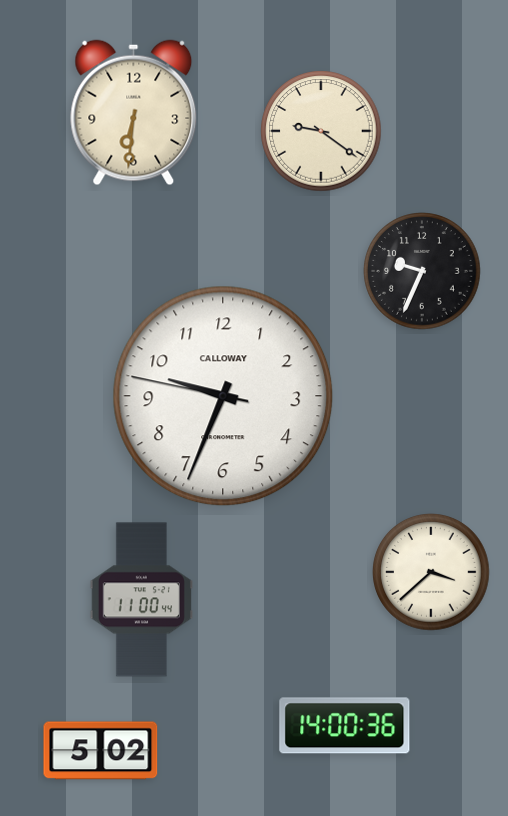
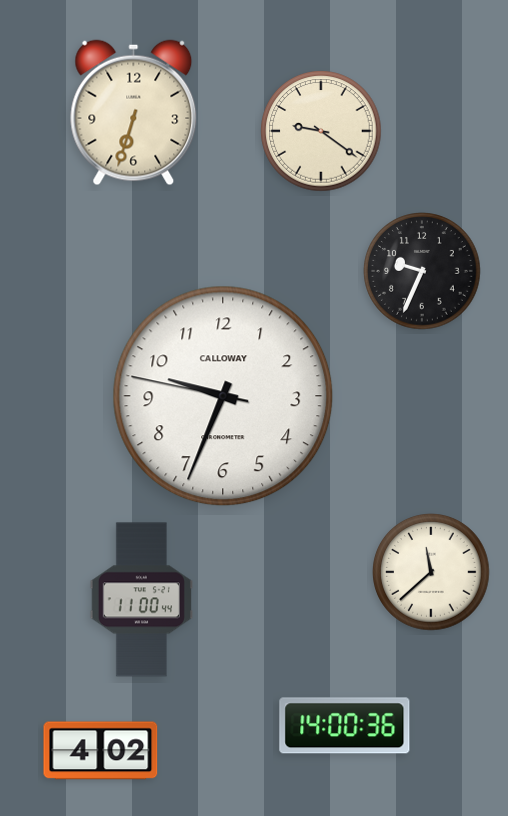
clock at (134, 113): 6:31 -> 6:33
clock at (431, 572): 3:38 -> 11:38
clock at (101, 751): 5:02 -> 4:02
